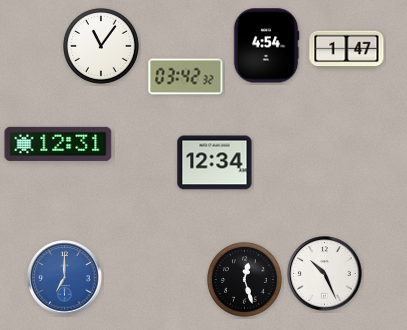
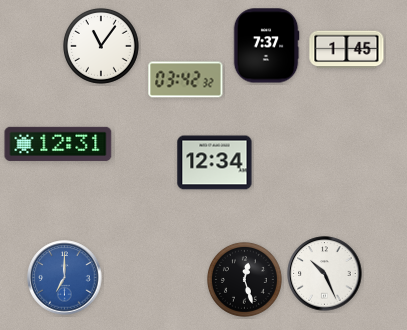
clock at (266, 46): 4:54 -> 7:37
clock at (347, 50): 1:47 -> 1:45
clock at (186, 77) position: (186, 77) -> (186, 80)
